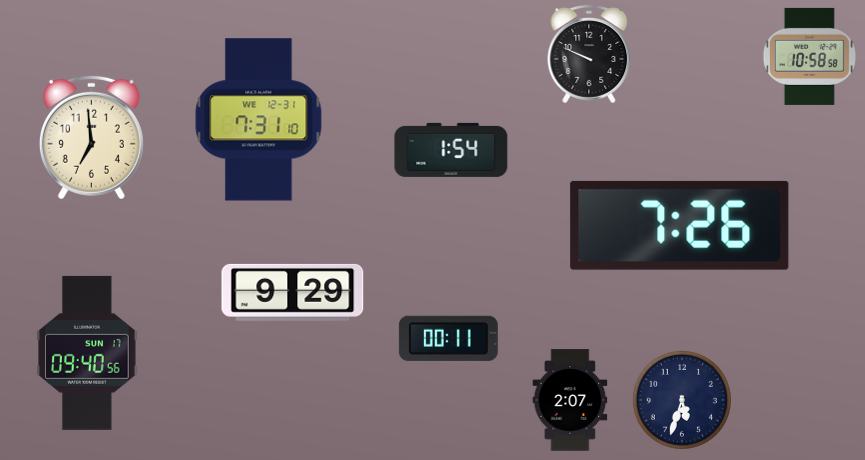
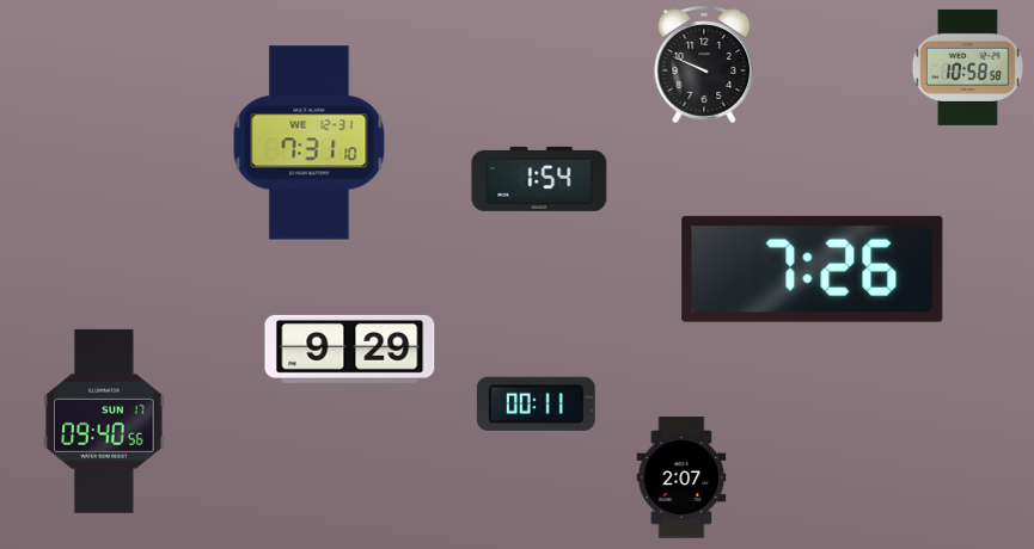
clock at (91, 137): 6:59 -> none
clock at (682, 400): 5:33 -> none
